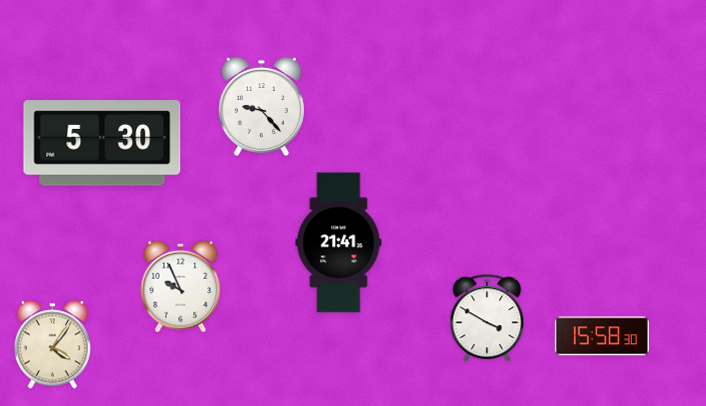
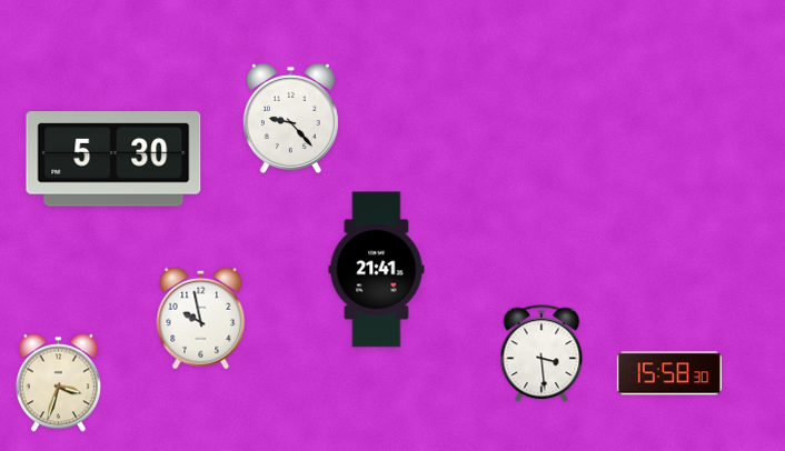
clock at (181, 286): 9:56 -> 9:58
clock at (487, 319): 3:50 -> 3:29
clock at (52, 345): 4:06 -> 3:33
